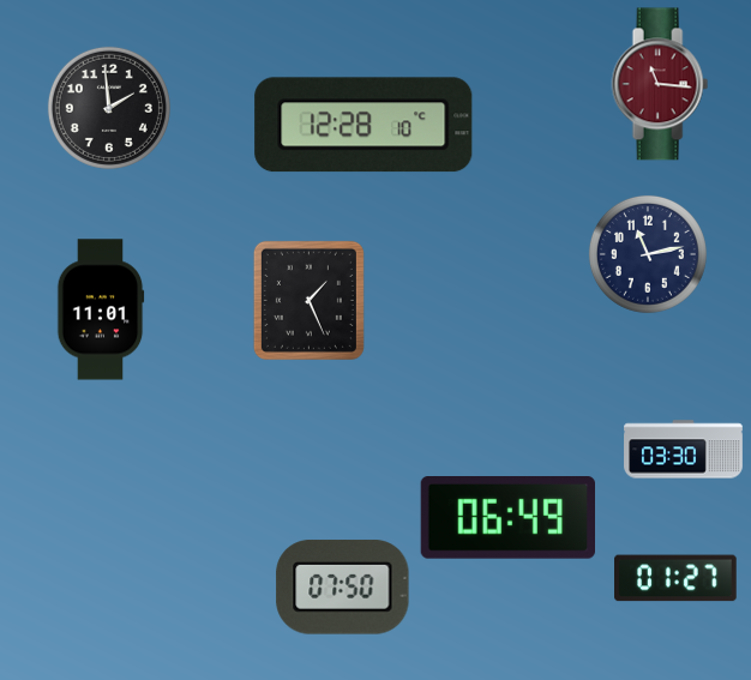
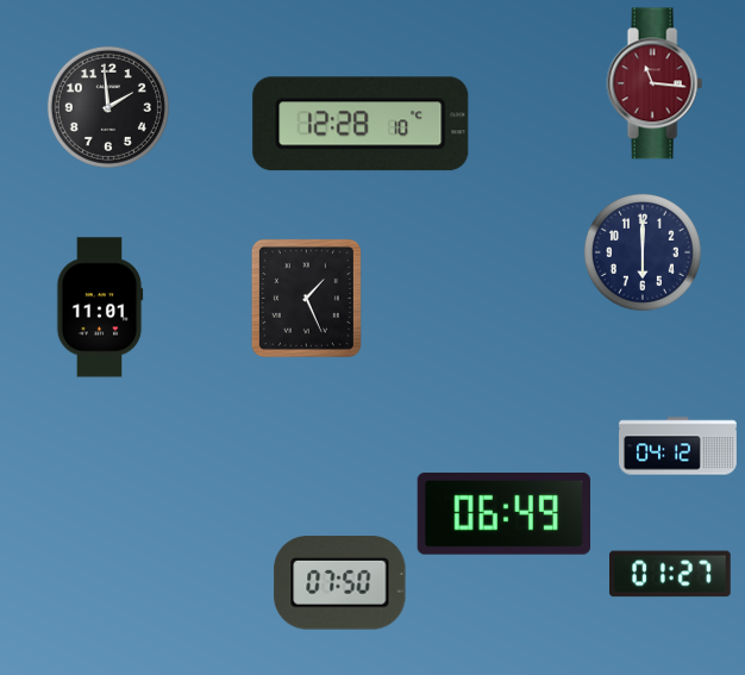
clock at (648, 254): 11:13 -> 6:00
clock at (684, 450): 03:30 -> 04:12
